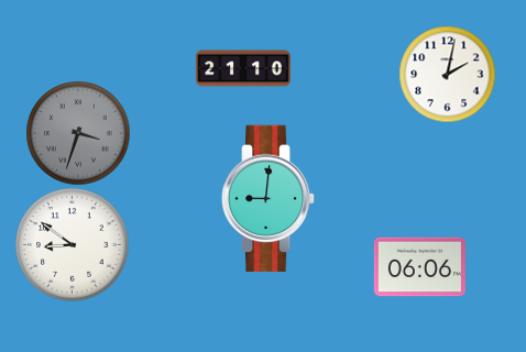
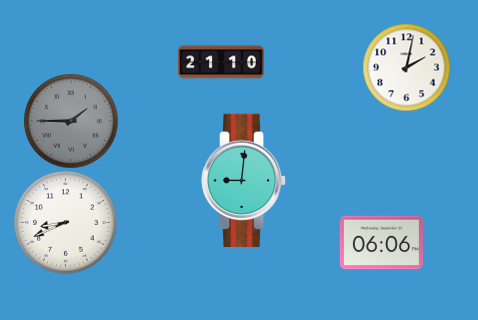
clock at (78, 133): 3:33 -> 1:45
clock at (73, 245): 8:51 -> 8:41
